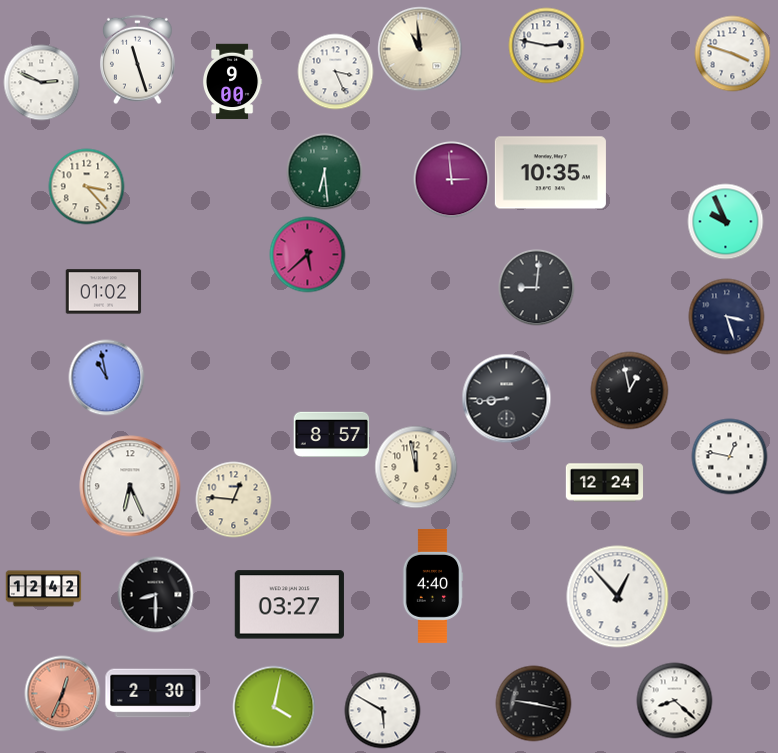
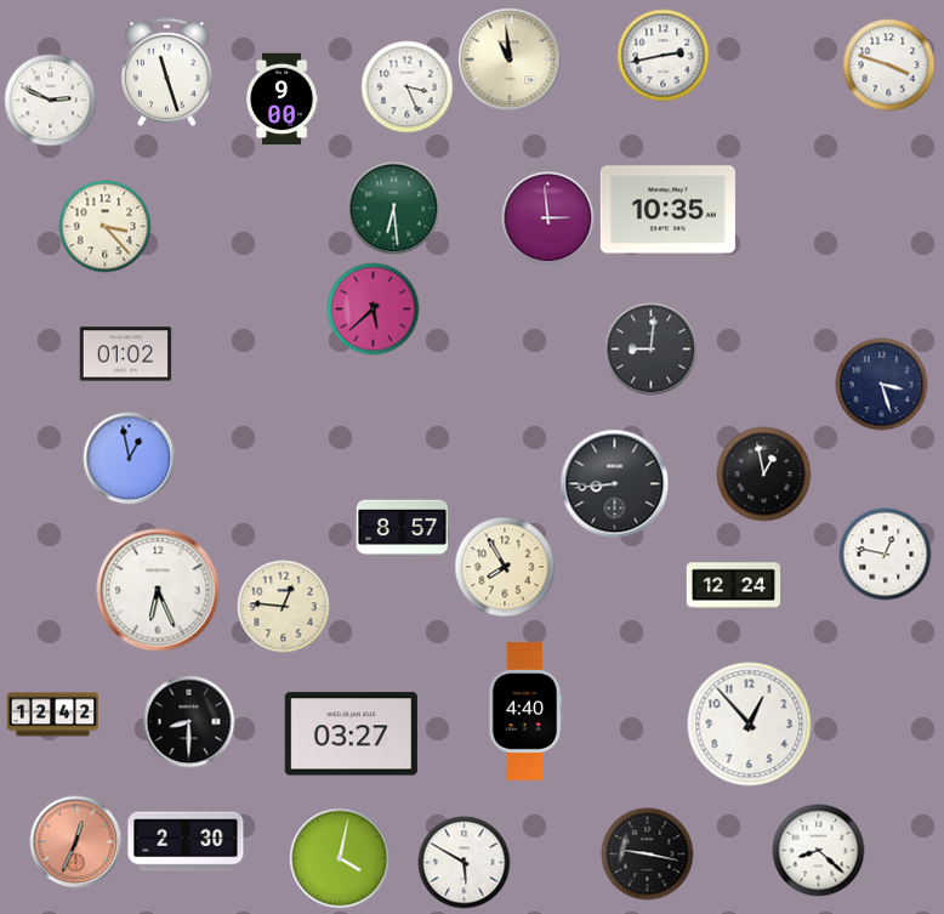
clock at (547, 46): 2:47 -> 2:43
clock at (726, 222): 9:56 -> none
clock at (107, 378): 10:58 -> 12:58
clock at (416, 467): 11:58 -> 7:55
clock at (274, 707) position: (274, 707) -> (340, 858)
